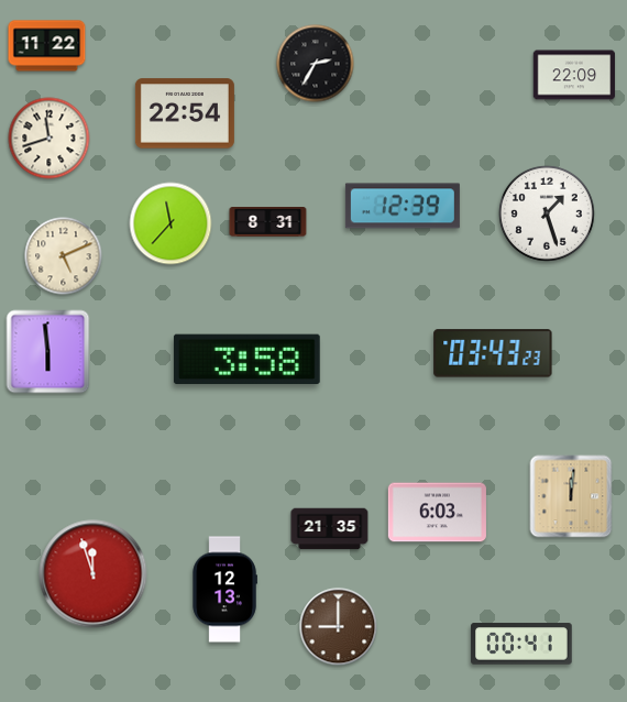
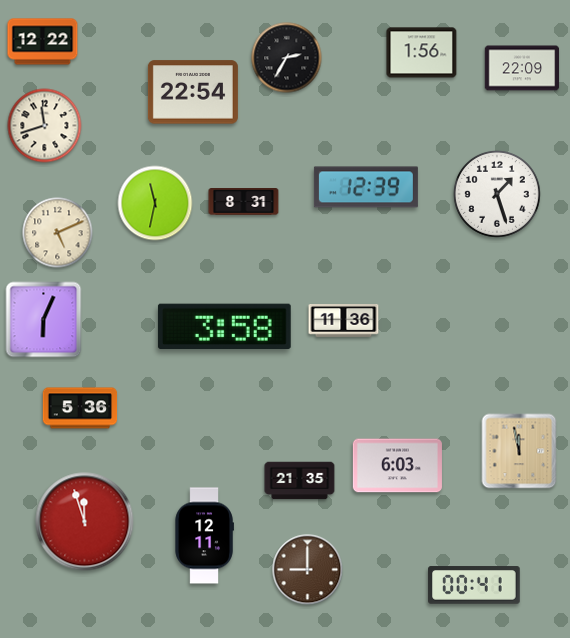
clock at (47, 46): 11:22 -> 12:22
clock at (422, 53): none -> 1:56
clock at (185, 113) position: (185, 113) -> (193, 92)
clock at (170, 223): 11:37 -> 11:32
clock at (48, 352): 5:59 -> 6:04
clock at (344, 321): none -> 11:36
clock at (493, 353): 03:43 -> none
clock at (80, 408): none -> 5:36
clock at (571, 496): 12:01 -> 11:58
clock at (224, 590): 12:13 -> 12:11
